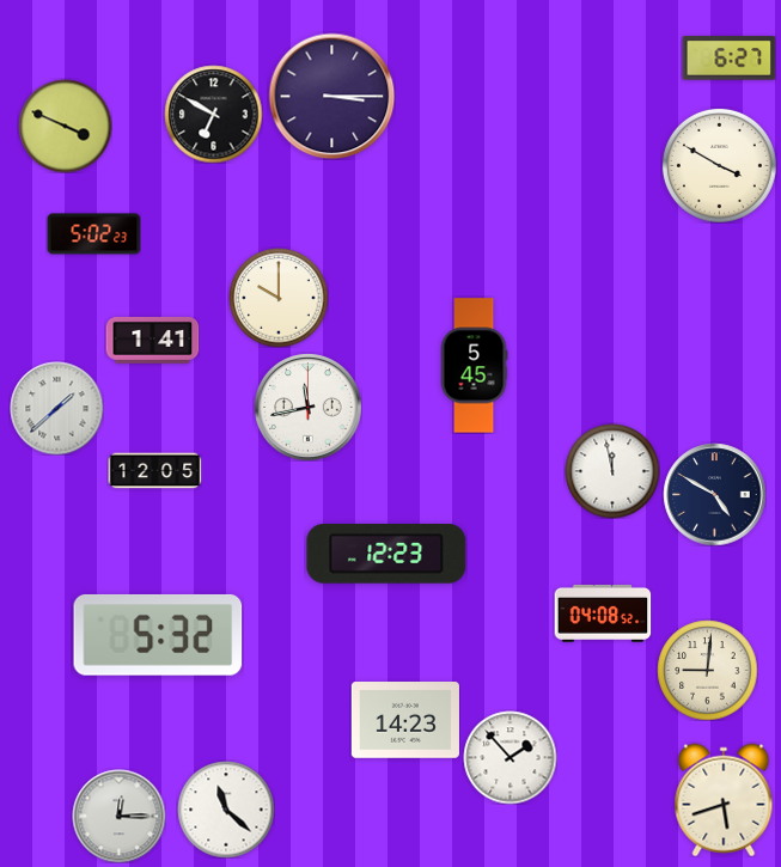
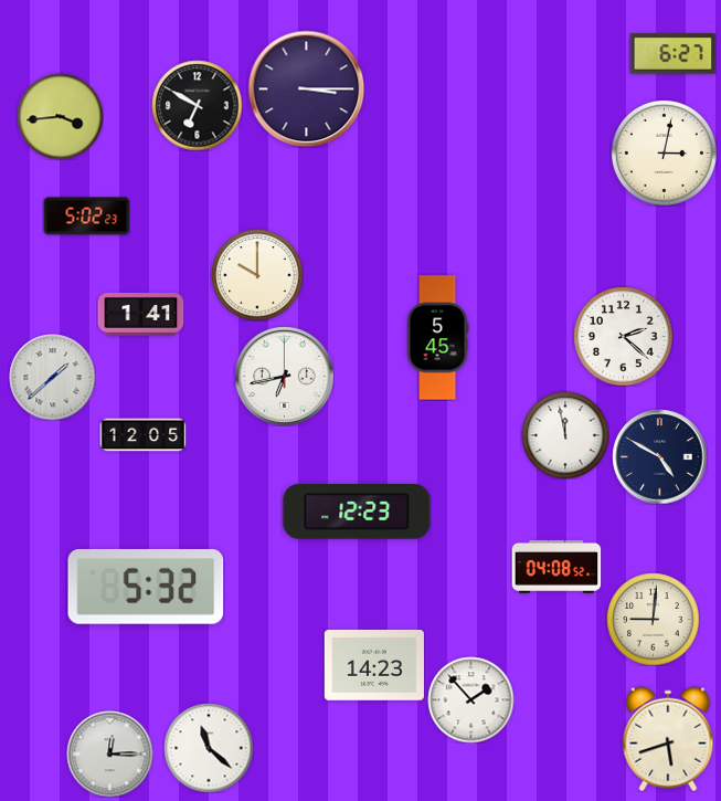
clock at (65, 126): 3:49 -> 3:44
clock at (719, 165): 3:50 -> 3:02
clock at (623, 336): none -> 2:22
clock at (307, 407): 11:43 -> 6:43
